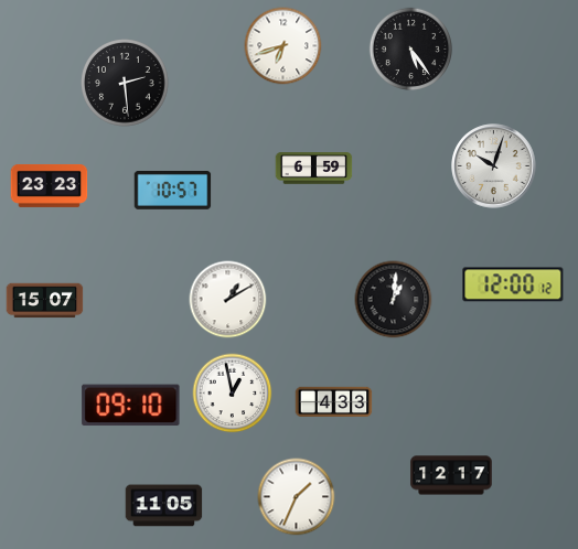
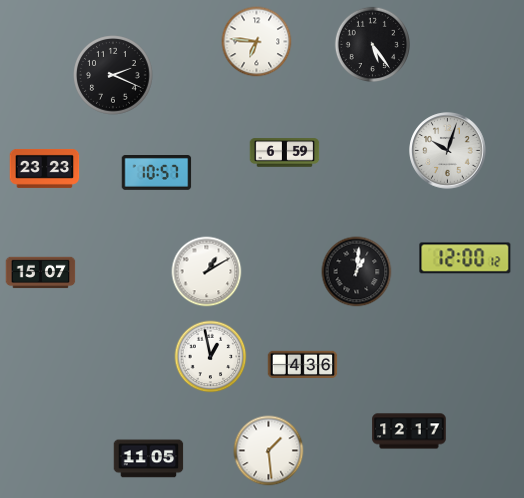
clock at (283, 46): 6:42 -> 6:46
clock at (125, 83): 2:29 -> 2:19
clock at (334, 402): 4:33 -> 4:36
clock at (131, 406): 09:10 -> none
clock at (297, 497): 1:34 -> 1:29
